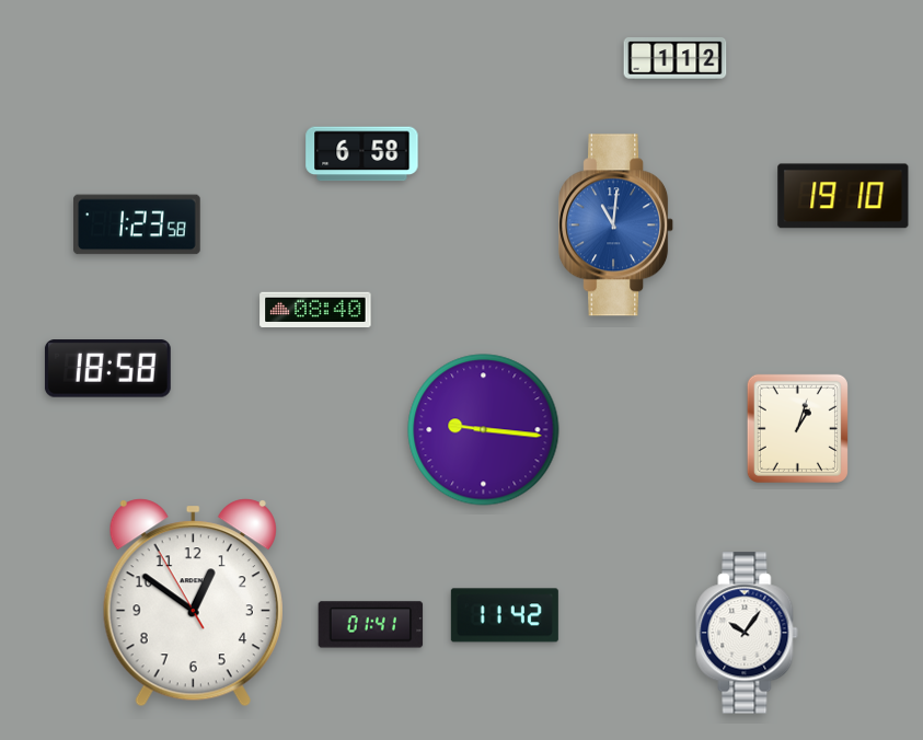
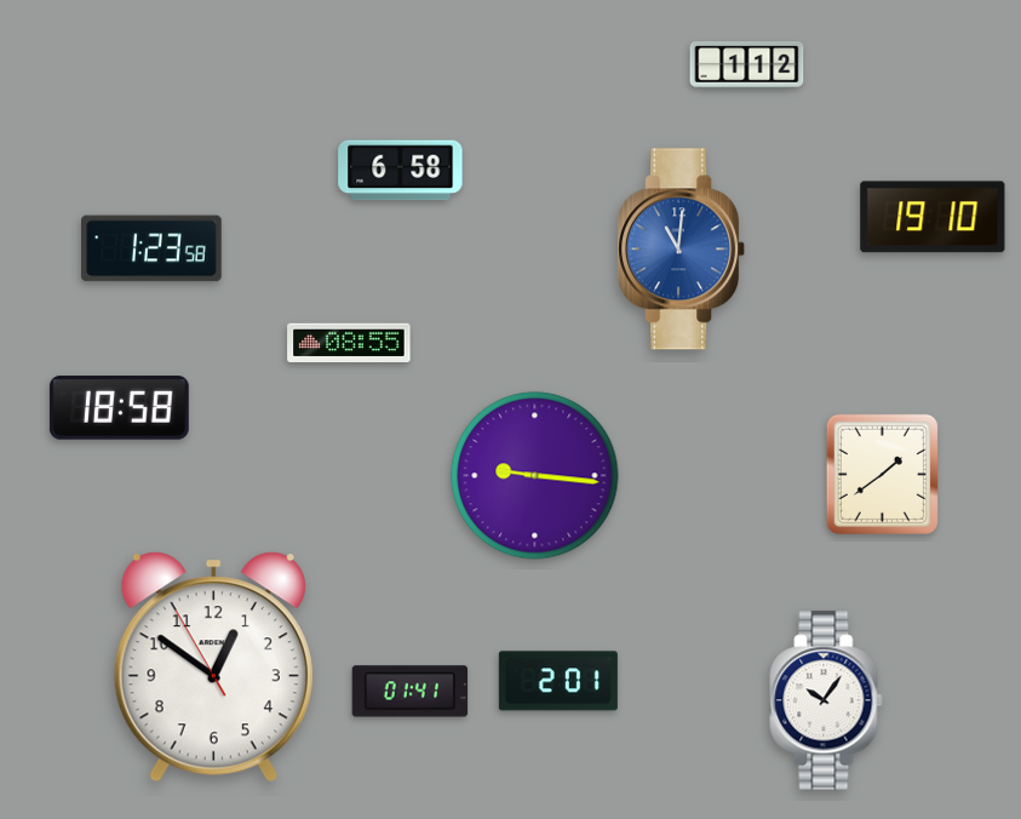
clock at (315, 309): 08:40 -> 08:55
clock at (797, 428): 1:03 -> 1:39
clock at (505, 615): 11:42 -> 2:01
